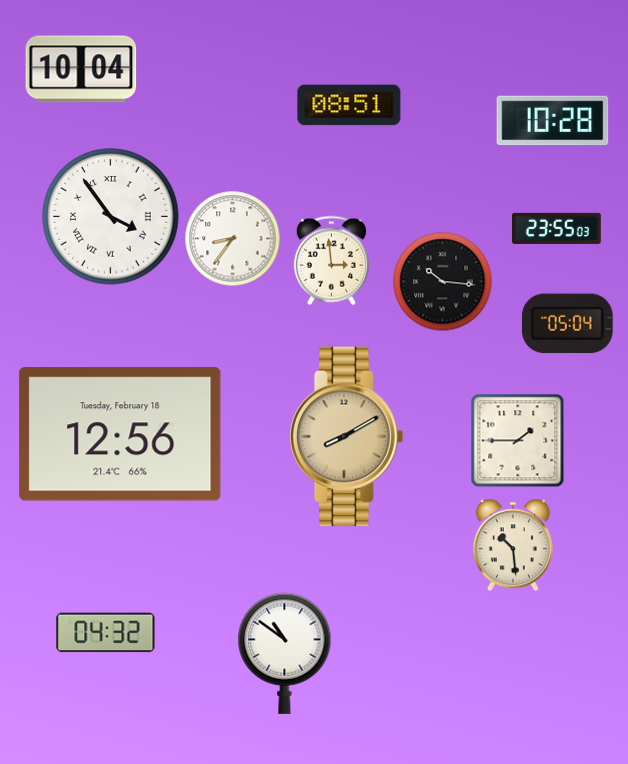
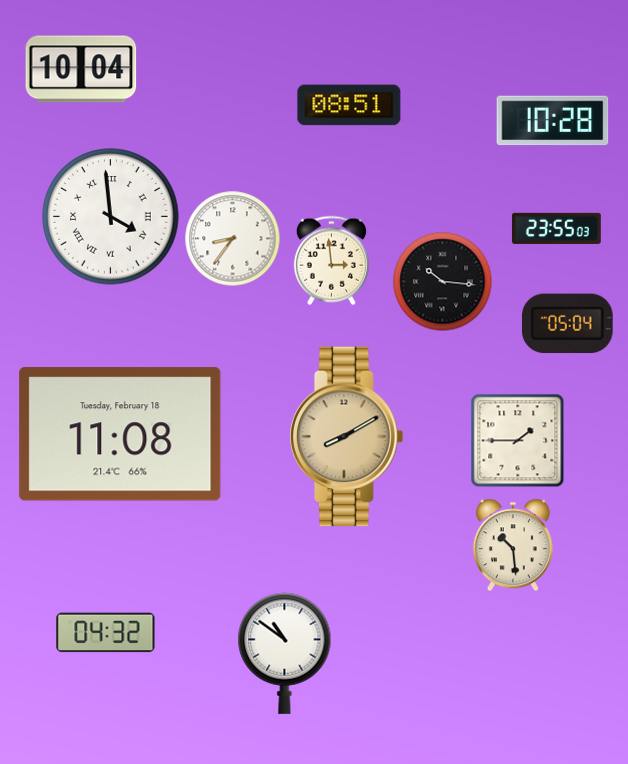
clock at (111, 217): 3:54 -> 3:59
clock at (120, 434): 12:56 -> 11:08
